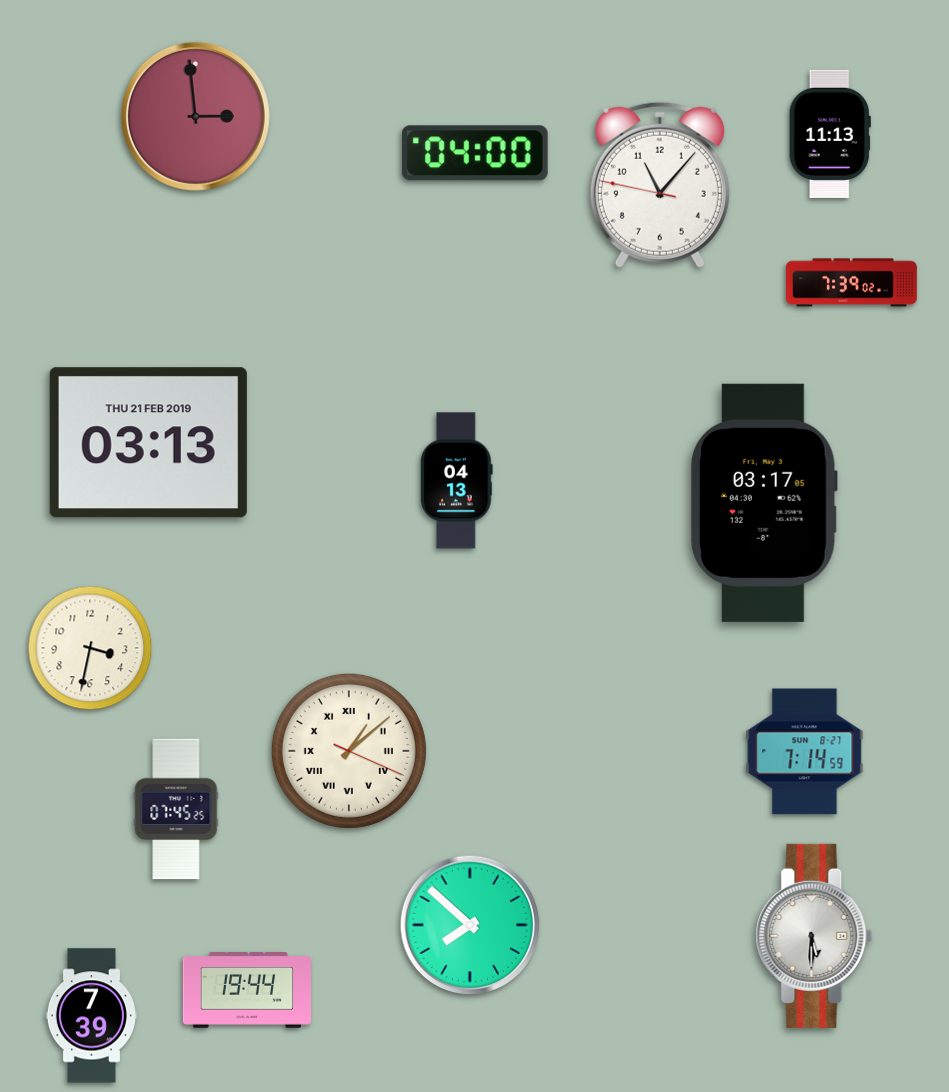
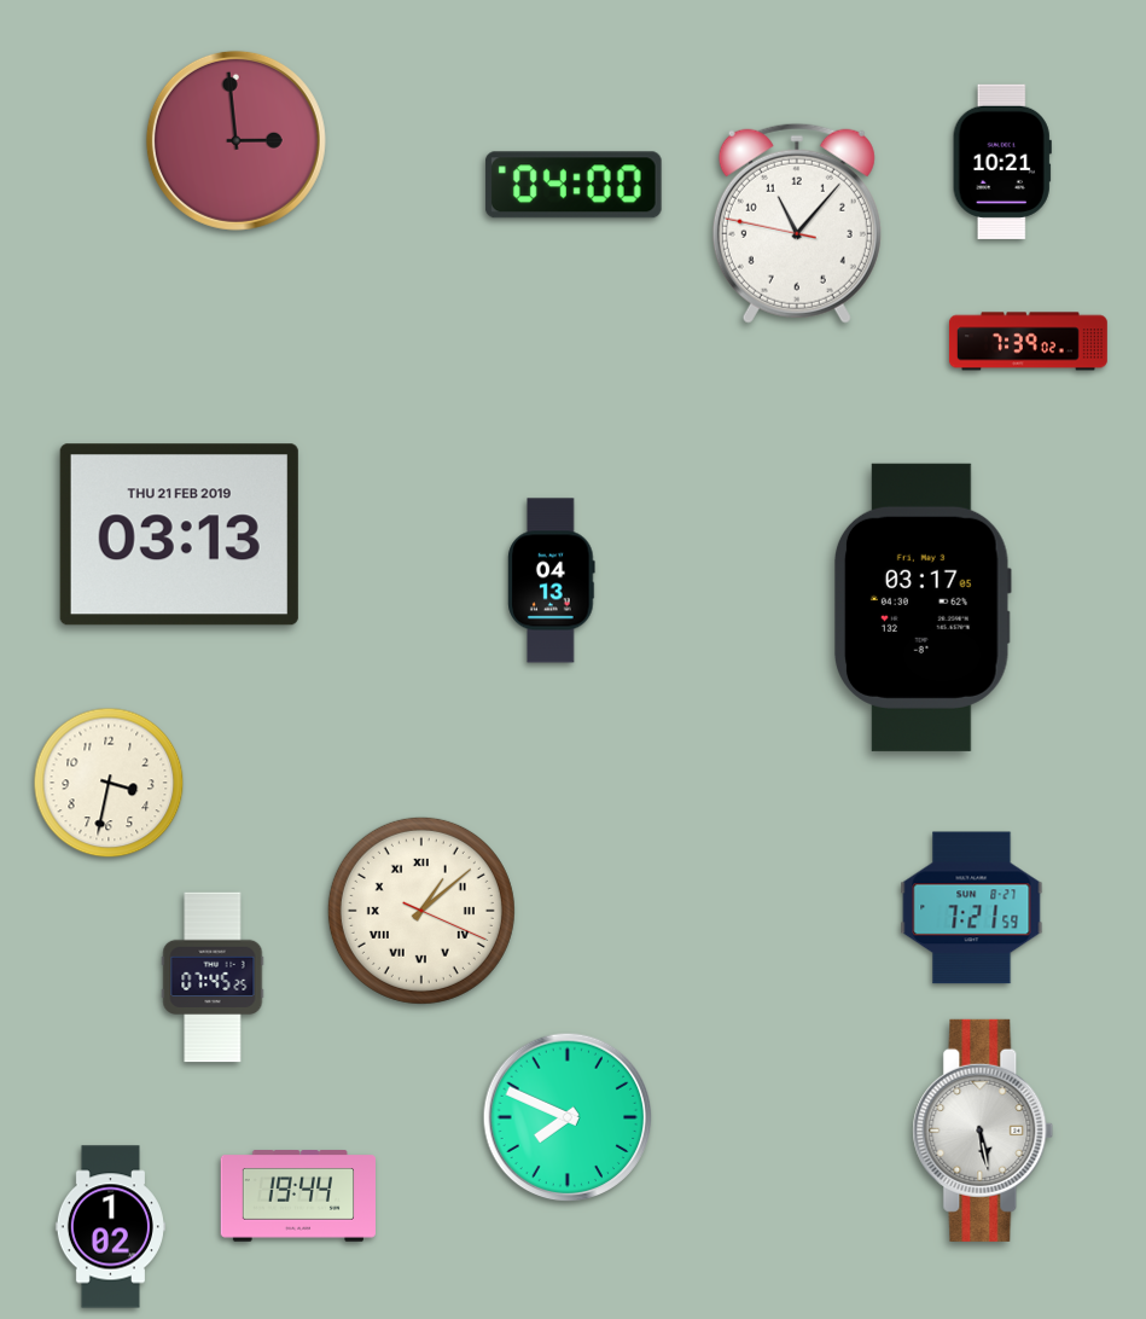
clock at (830, 133): 11:13 -> 10:21
clock at (349, 751) position: (349, 751) -> (421, 911)
clock at (805, 752): 7:14 -> 7:21
clock at (470, 925): 7:52 -> 7:49
clock at (814, 936): 5:30 -> 5:28
clock at (91, 1016): 7:39 -> 1:02
